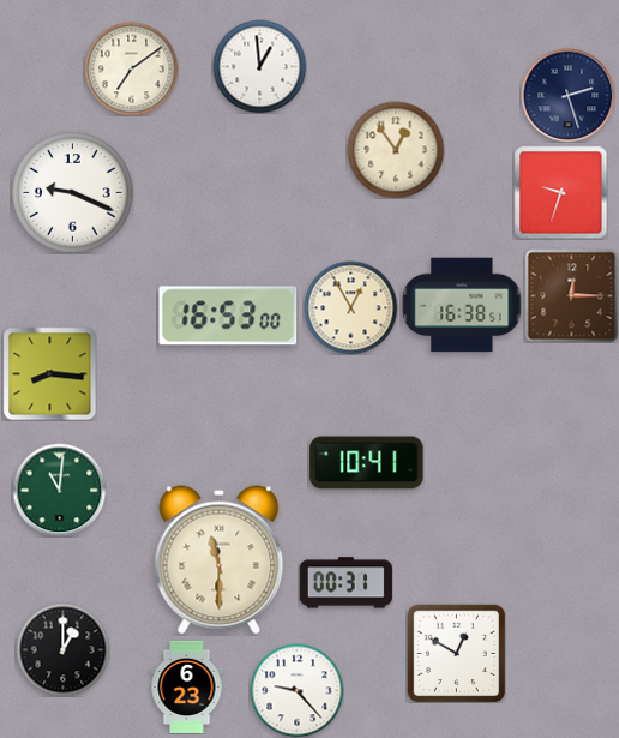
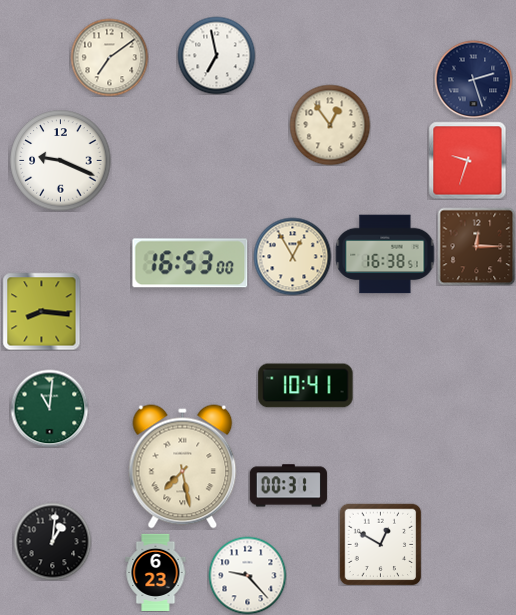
clock at (259, 66): 12:59 -> 6:58
clock at (220, 560): 11:30 -> 7:28
clock at (62, 649): 1:00 -> 1:01
